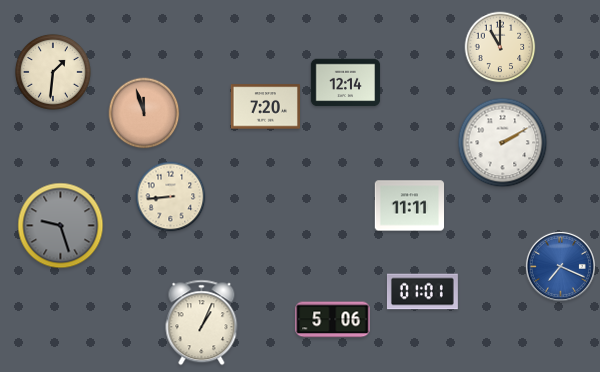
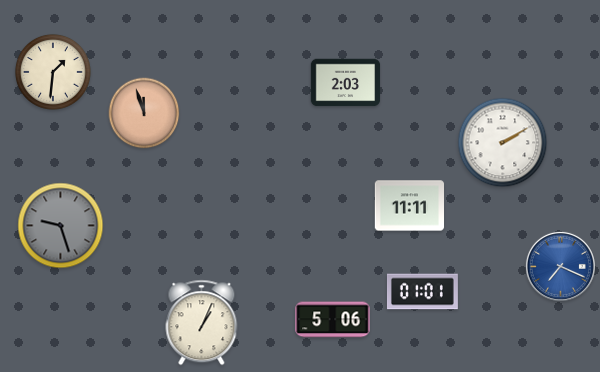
clock at (500, 47): 11:00 -> none
clock at (346, 83): 12:14 -> 2:03
clock at (265, 107): 7:20 -> none
clock at (171, 197): 8:44 -> none
